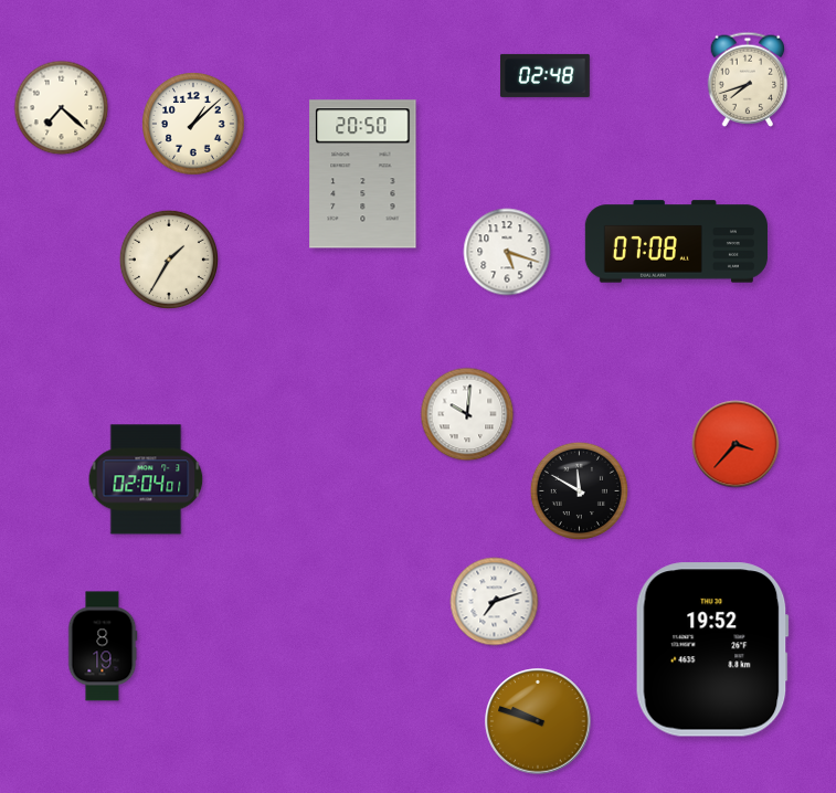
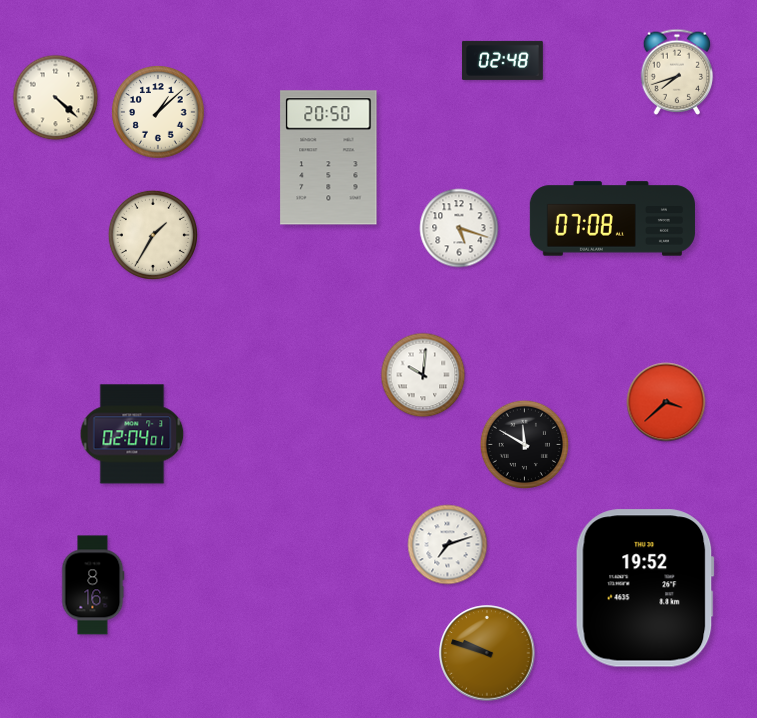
clock at (546, 75) position: (546, 75) -> (503, 60)
clock at (62, 108): 7:22 -> 4:22
clock at (193, 124) position: (193, 124) -> (158, 112)
clock at (736, 444): 3:37 -> 3:38
clock at (103, 646): 8:19 -> 8:16
